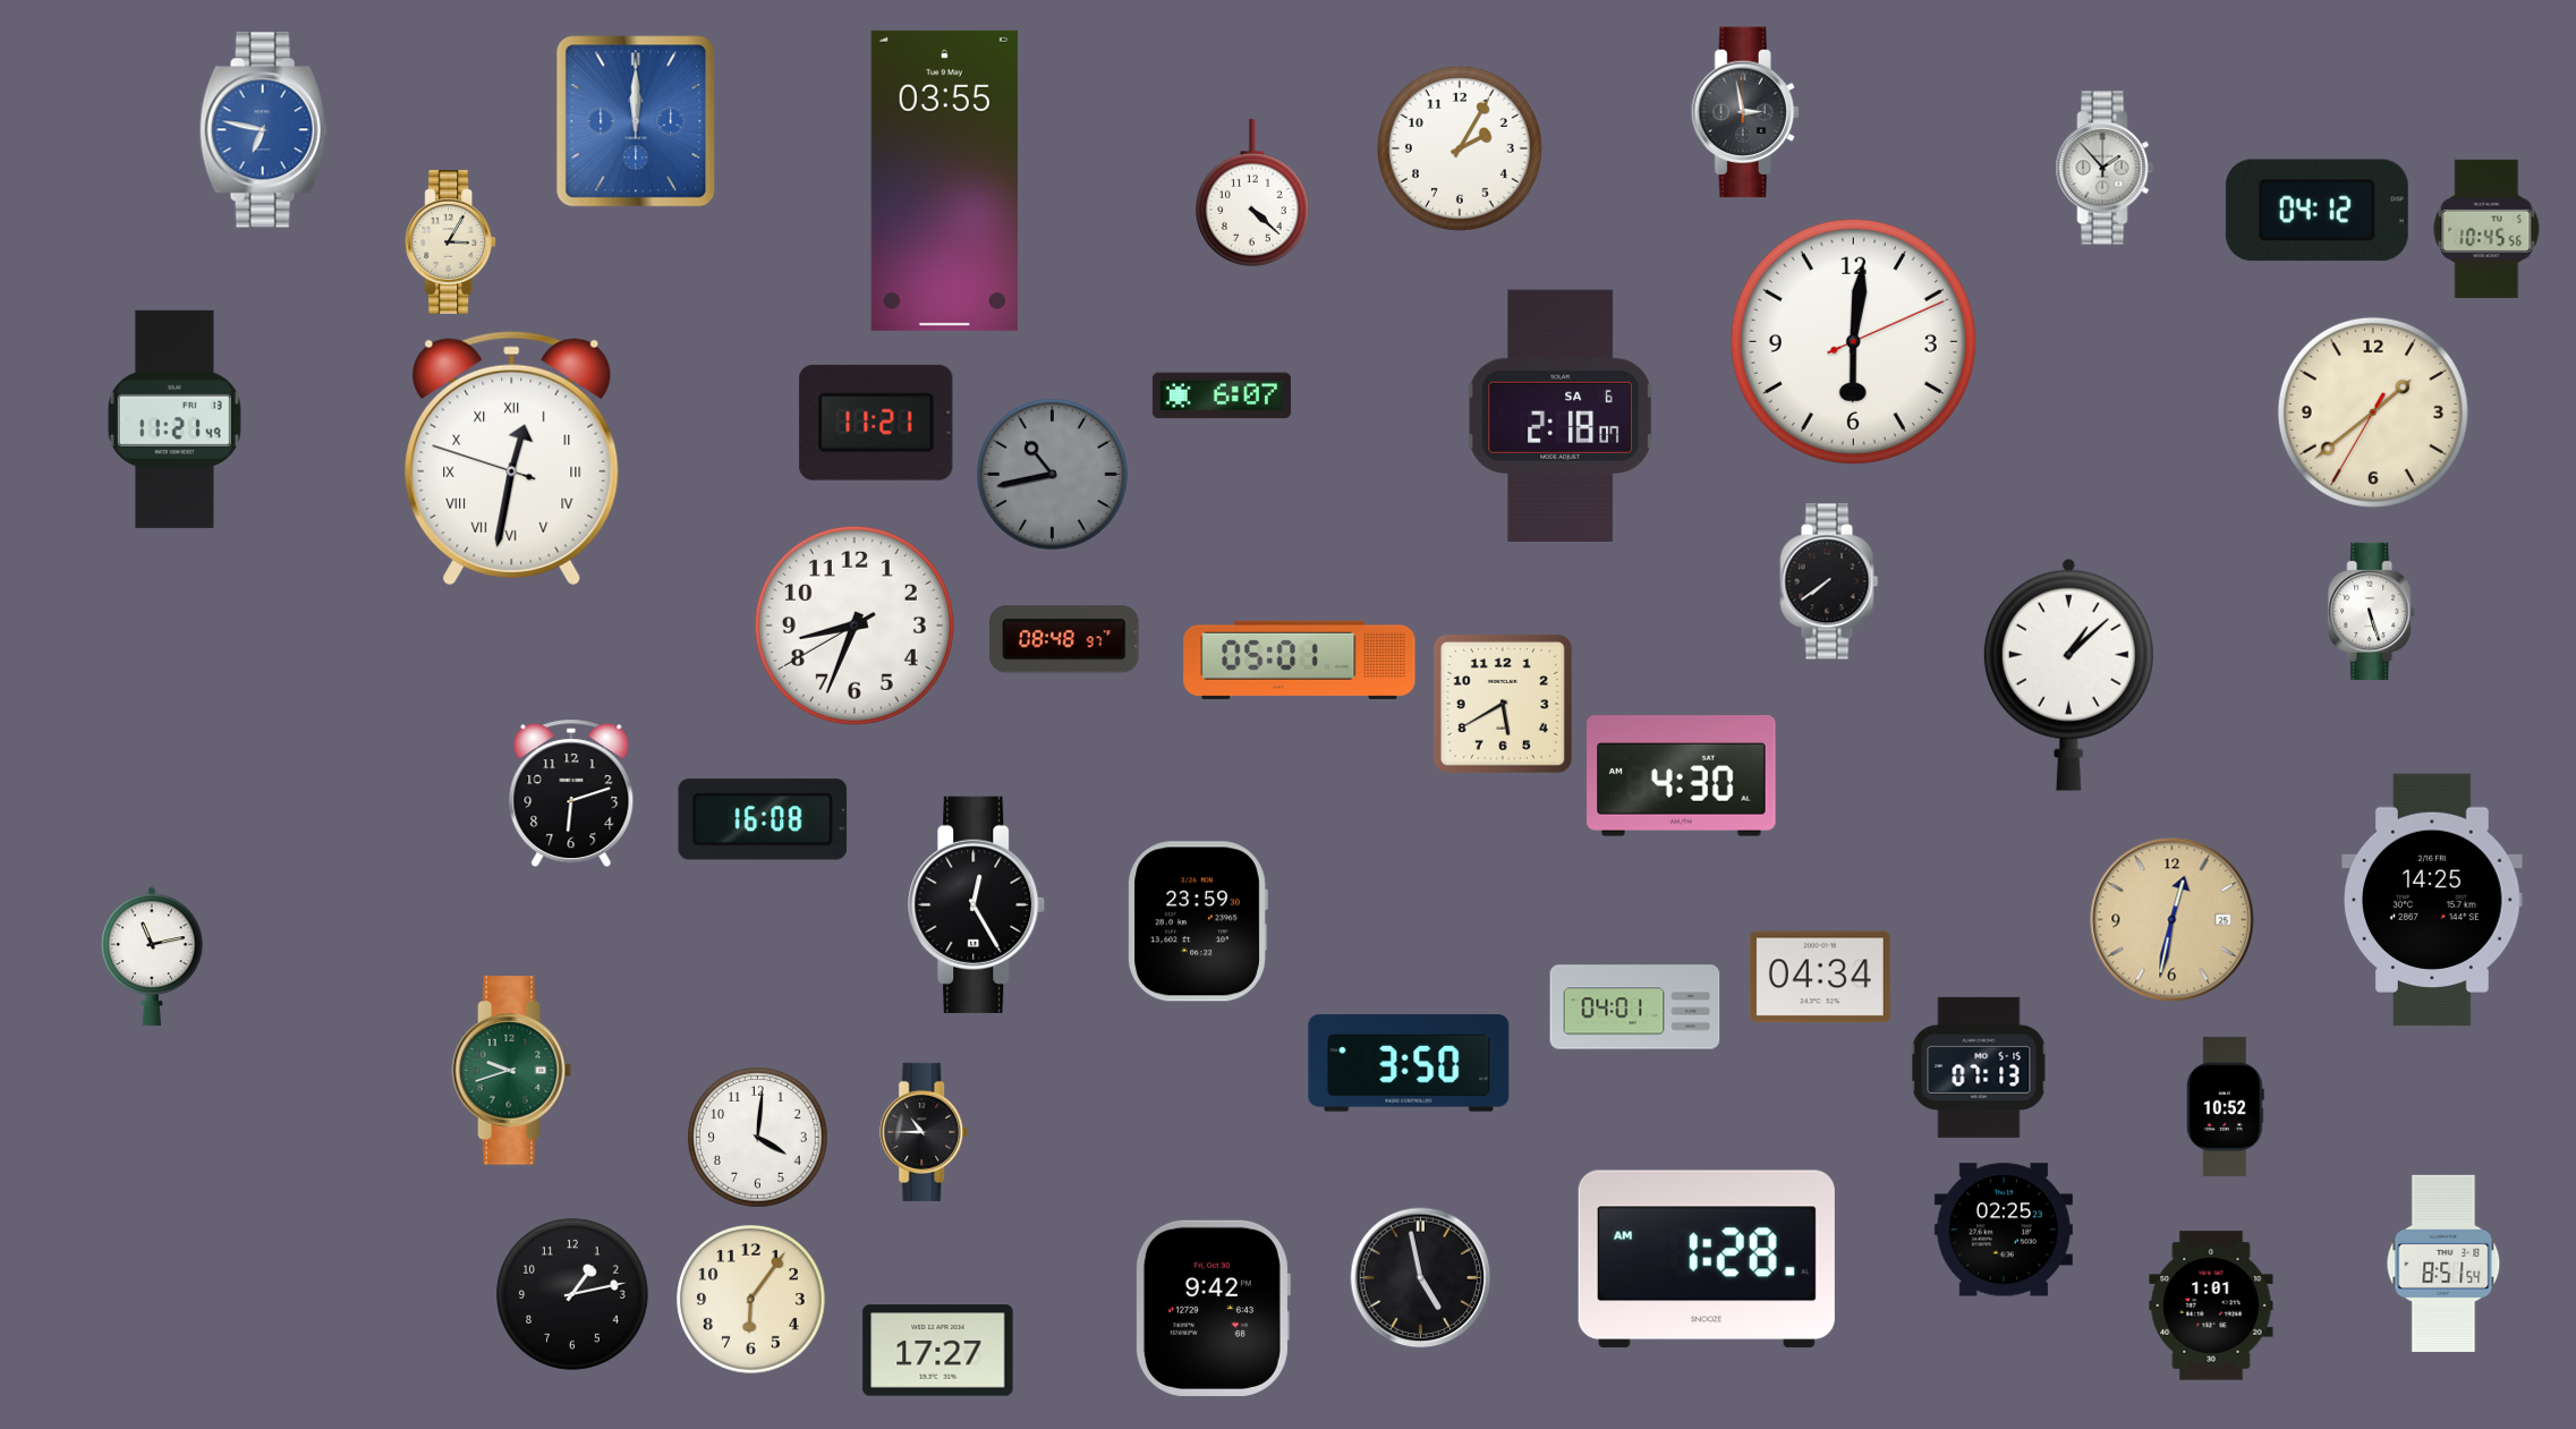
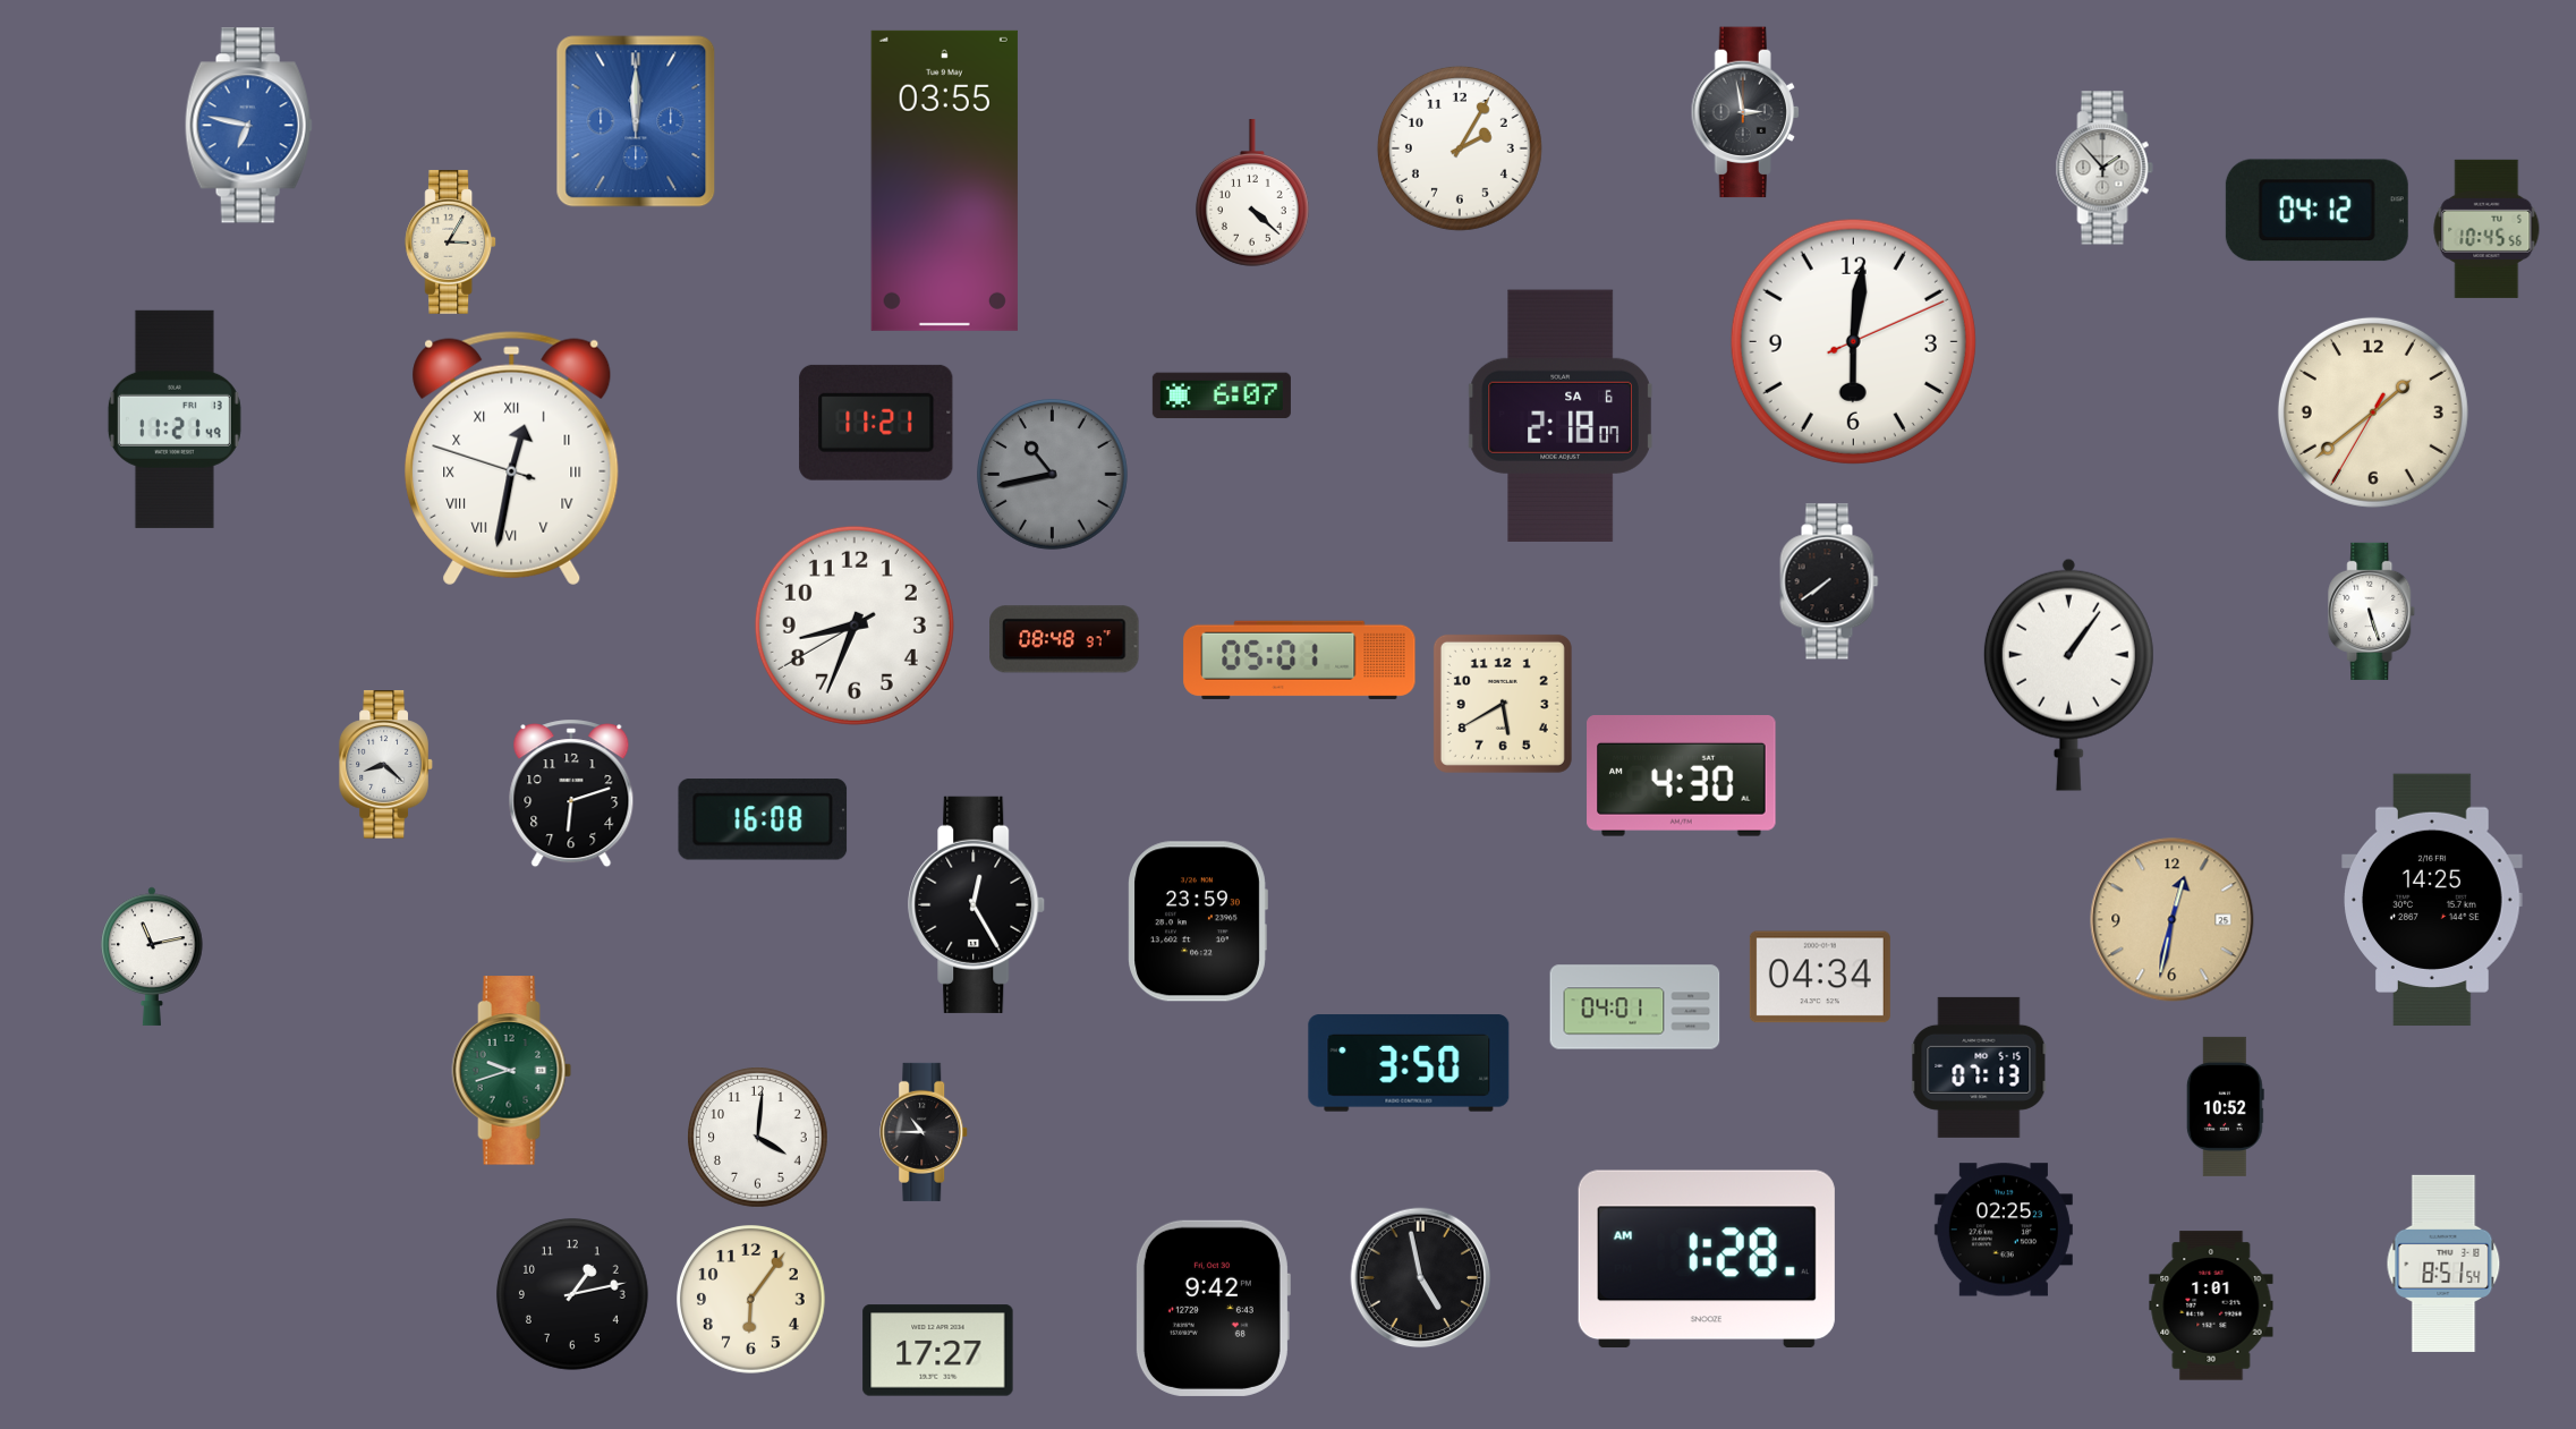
clock at (263, 130) position: (263, 130) -> (248, 126)
clock at (2068, 674): 1:08 -> 1:06
clock at (386, 765): none -> 8:22
